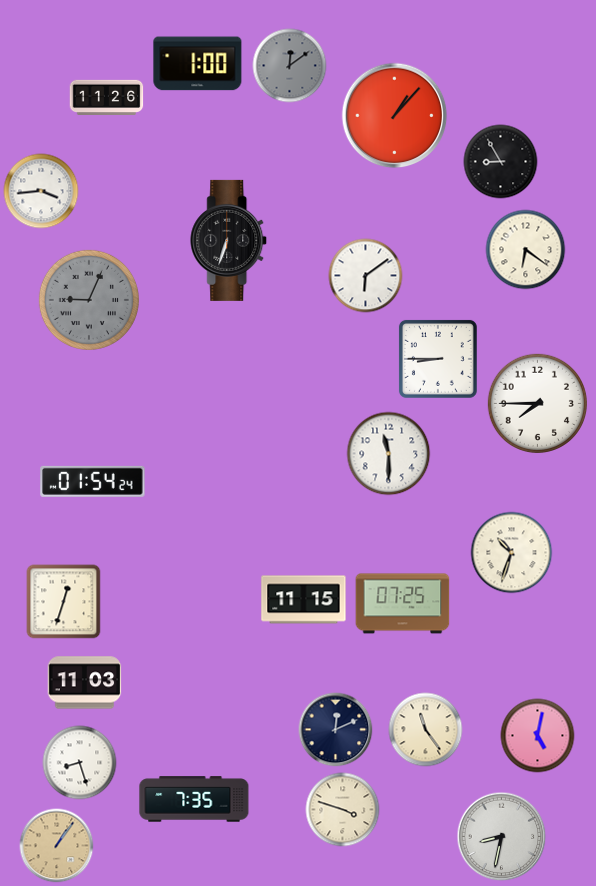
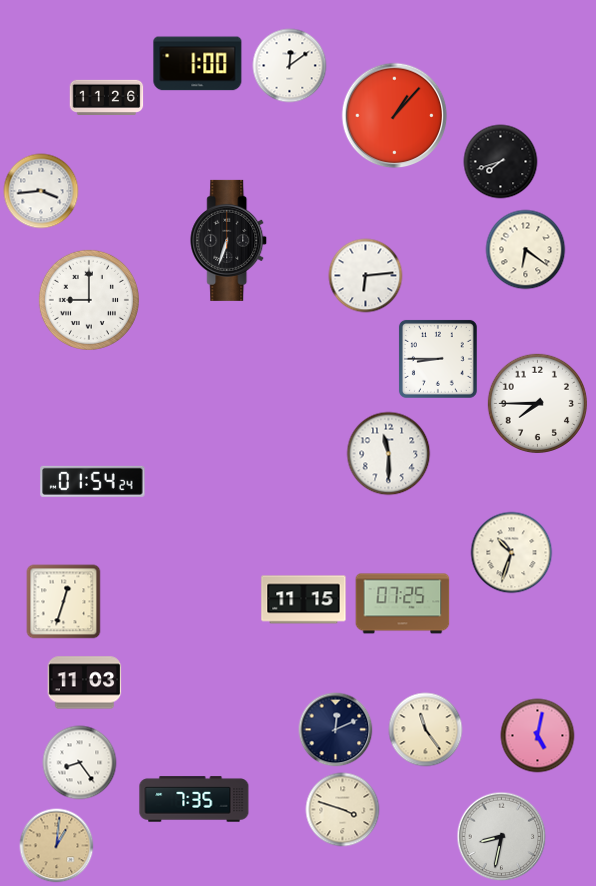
clock at (290, 66) dial: grey -> white
clock at (501, 162): 8:55 -> 7:42
clock at (366, 276): 6:09 -> 6:14
clock at (89, 300): 9:04 -> 9:00
clock at (89, 300) dial: grey -> white
clock at (80, 763): 8:27 -> 8:24
clock at (57, 846): 1:06 -> 1:01
